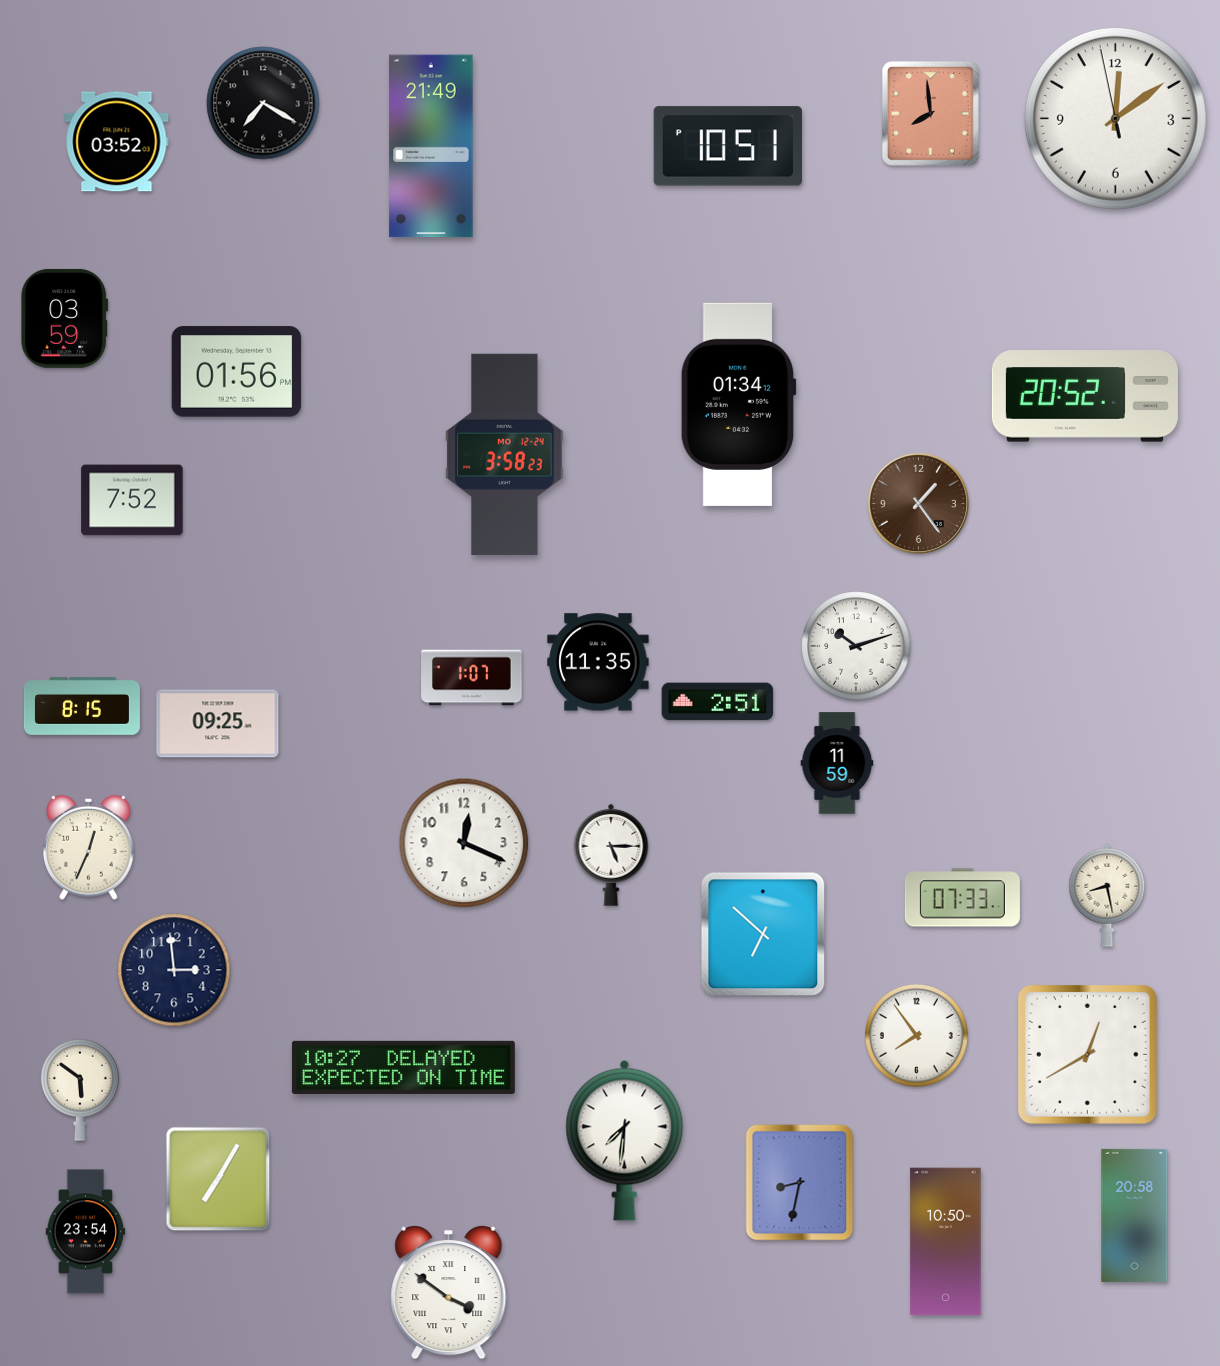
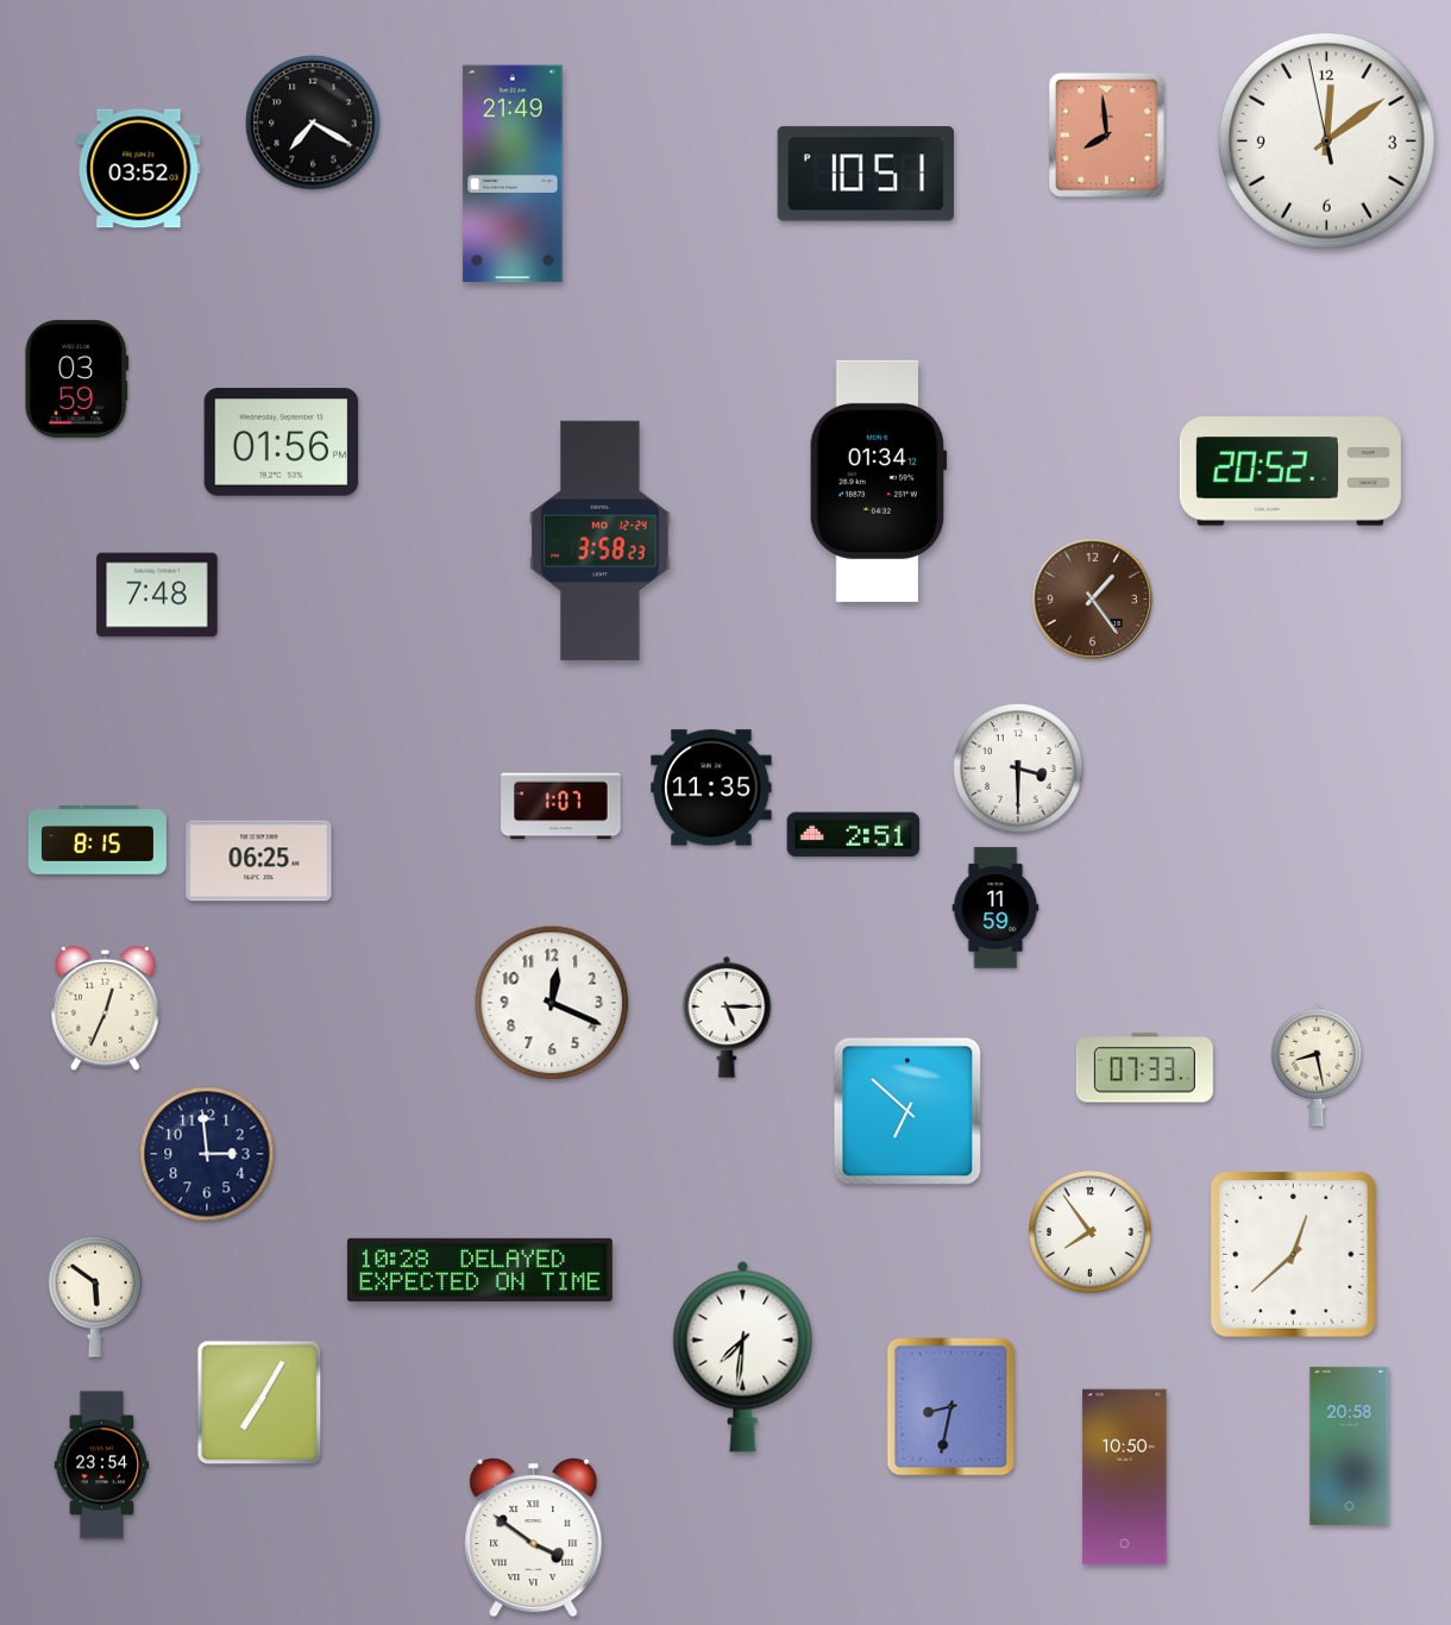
clock at (132, 500): 7:52 -> 7:48
clock at (856, 646): 10:12 -> 3:30
clock at (218, 724): 09:25 -> 06:25
clock at (1088, 1055): 12:40 -> 12:38
clock at (403, 1067): 10:27 -> 10:28
